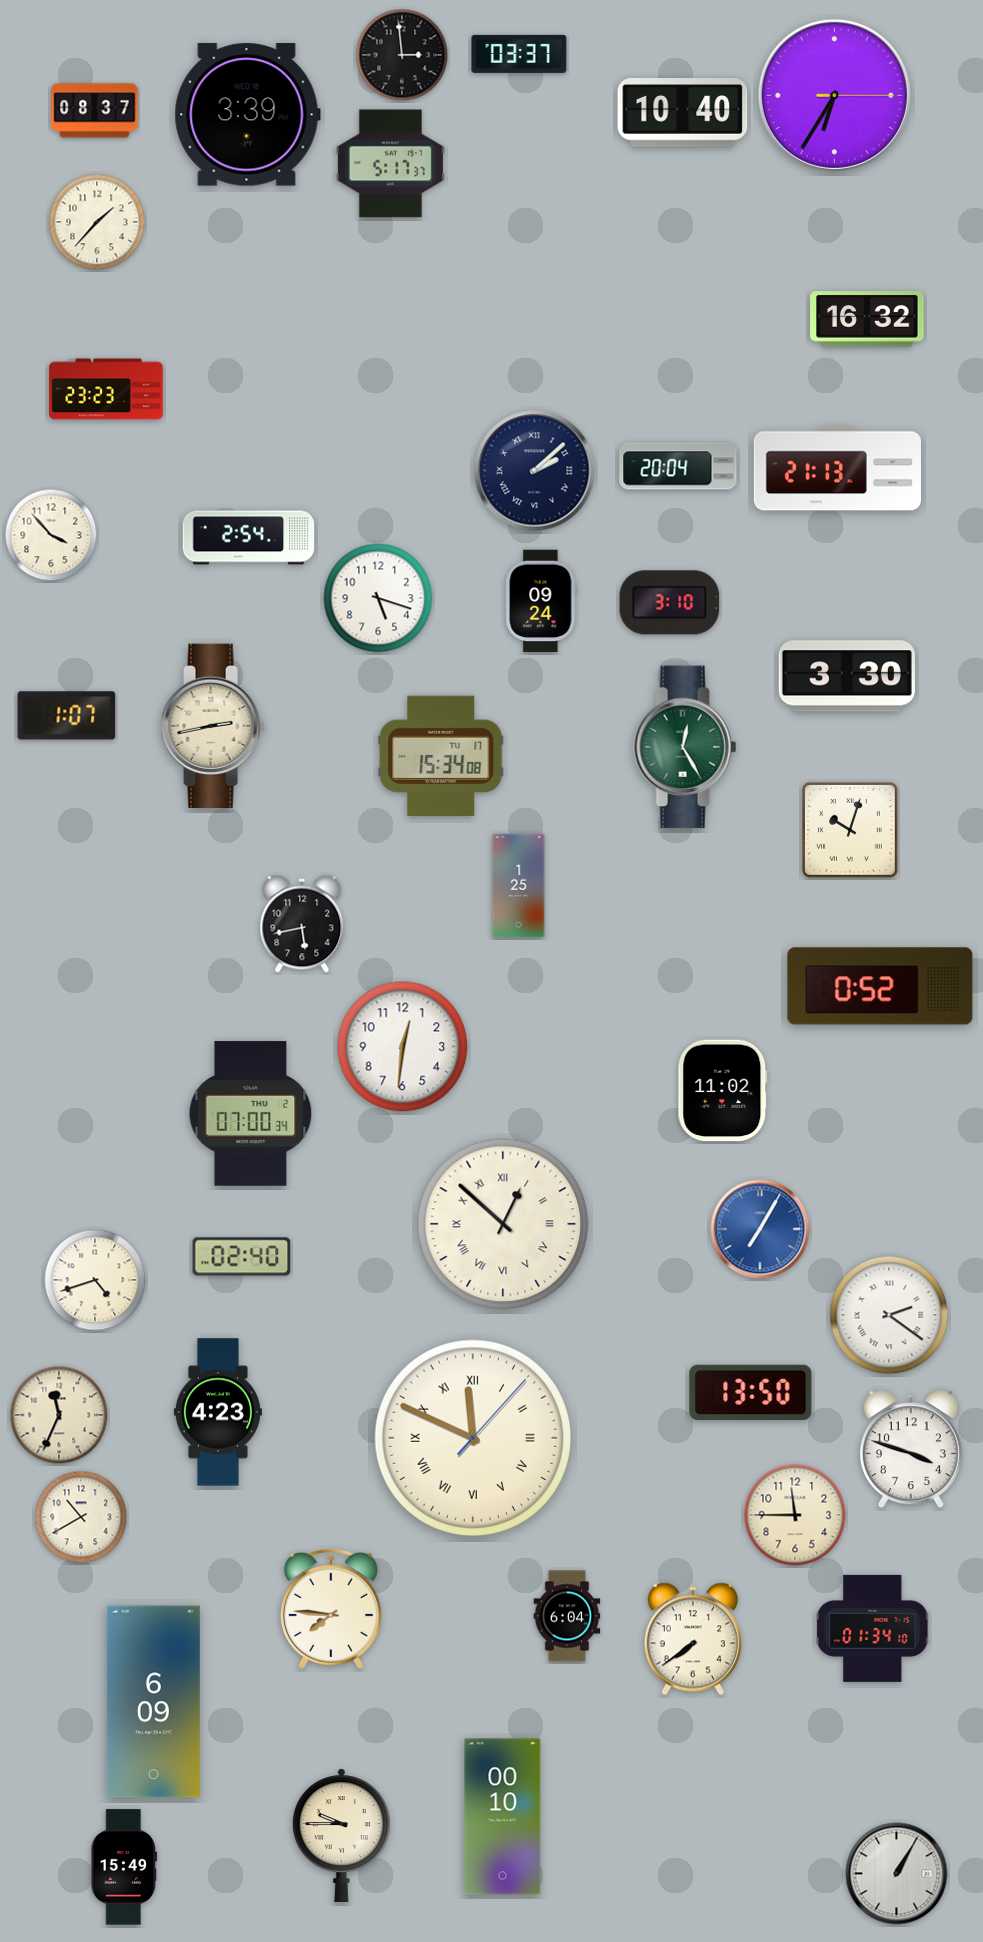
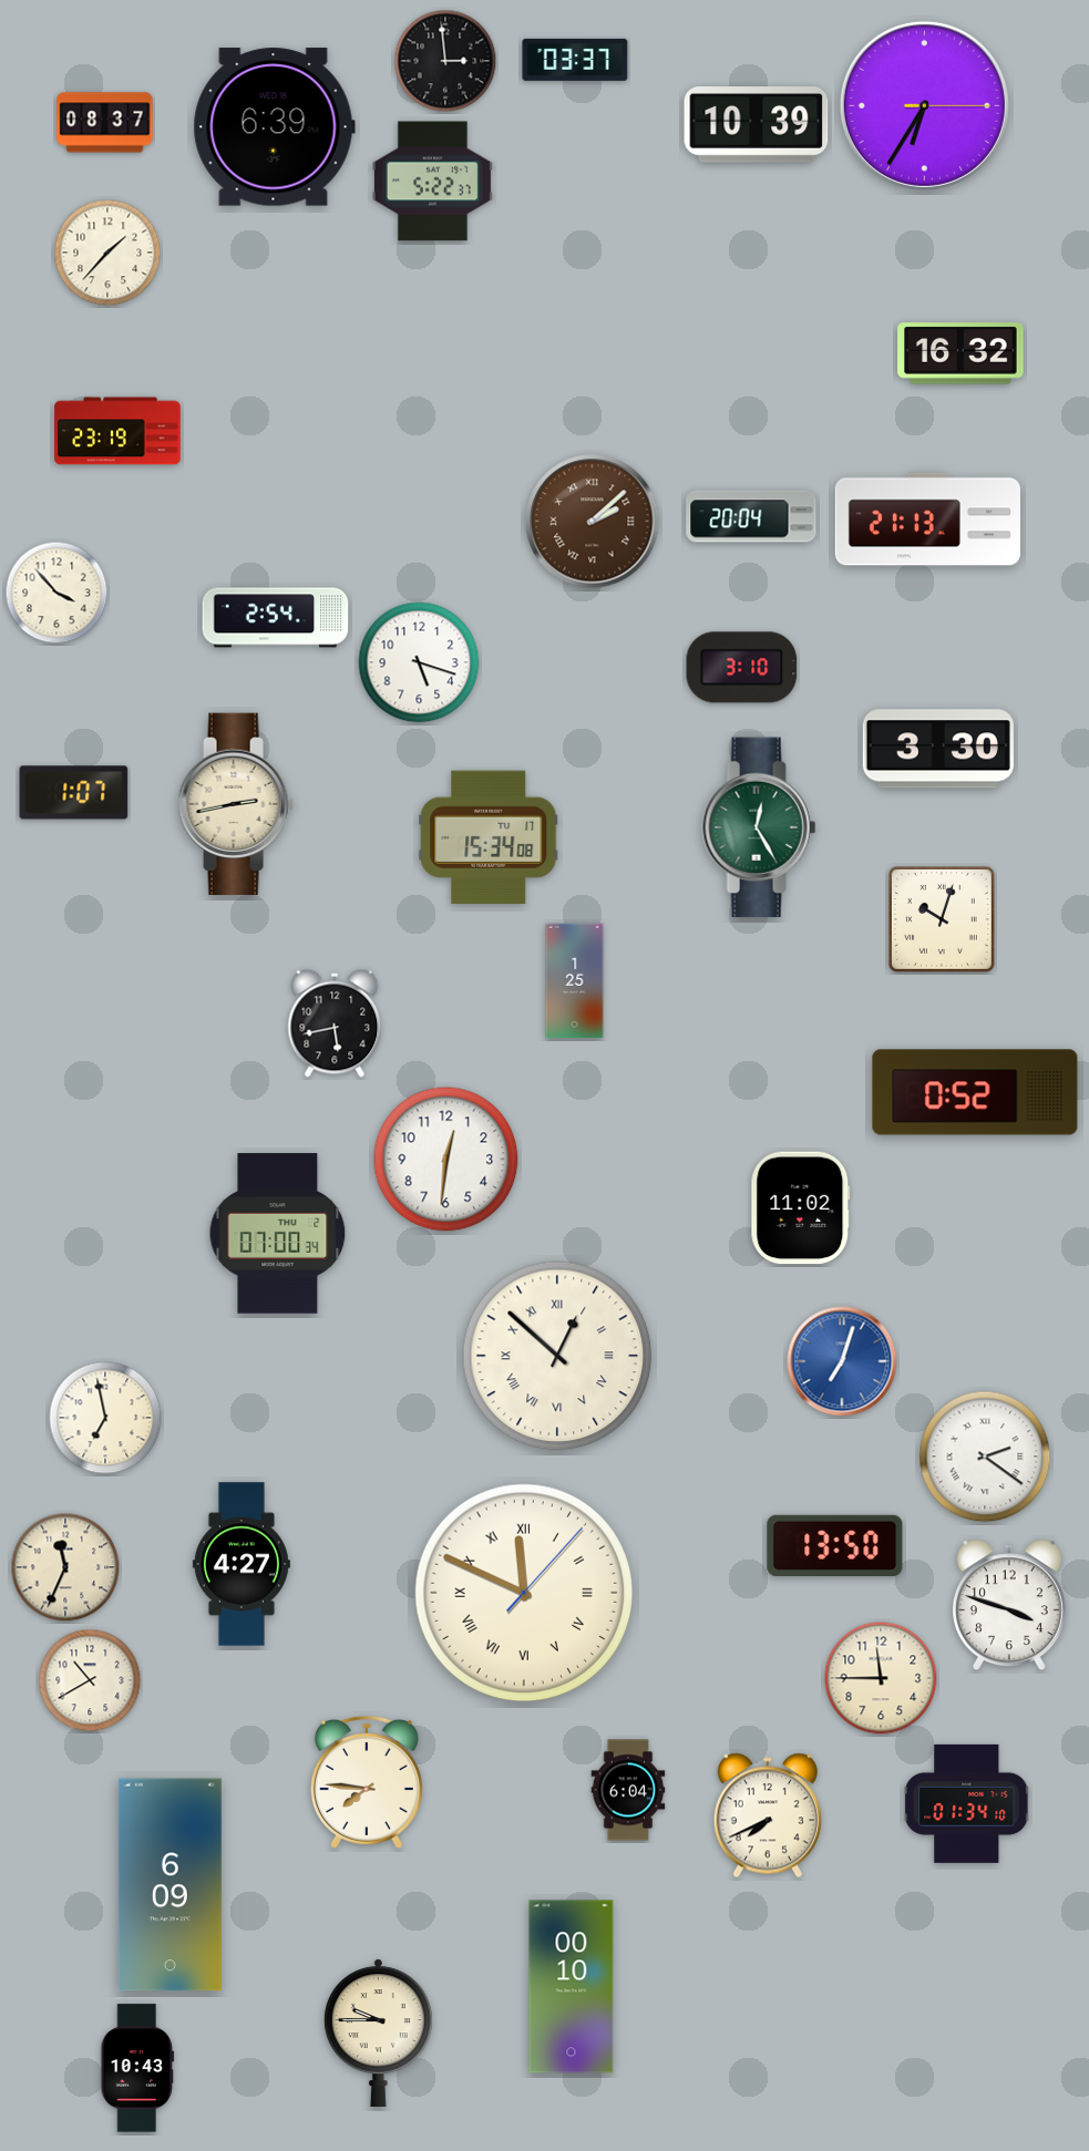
clock at (683, 113): 10:40 -> 10:39
clock at (247, 115): 3:39 -> 6:39
clock at (390, 164): 5:17 -> 5:22
clock at (97, 222) position: (97, 222) -> (107, 253)
clock at (106, 389): 23:23 -> 23:19
clock at (535, 471) dial: navy -> brown
clock at (249, 538) position: (249, 538) -> (276, 618)
clock at (541, 601): 09:24 -> none
clock at (760, 1229): 7:05 -> 7:03
clock at (242, 1257): 02:40 -> none
clock at (95, 1280): 4:42 -> 6:58
clock at (751, 1392) position: (751, 1392) -> (835, 1545)
clock at (218, 1412): 4:23 -> 4:27
clock at (693, 1639): 7:39 -> 7:41
clock at (503, 1817) position: (503, 1817) -> (572, 1987)
clock at (124, 1867): 15:49 -> 10:43
clock at (897, 1874): 1:05 -> none
